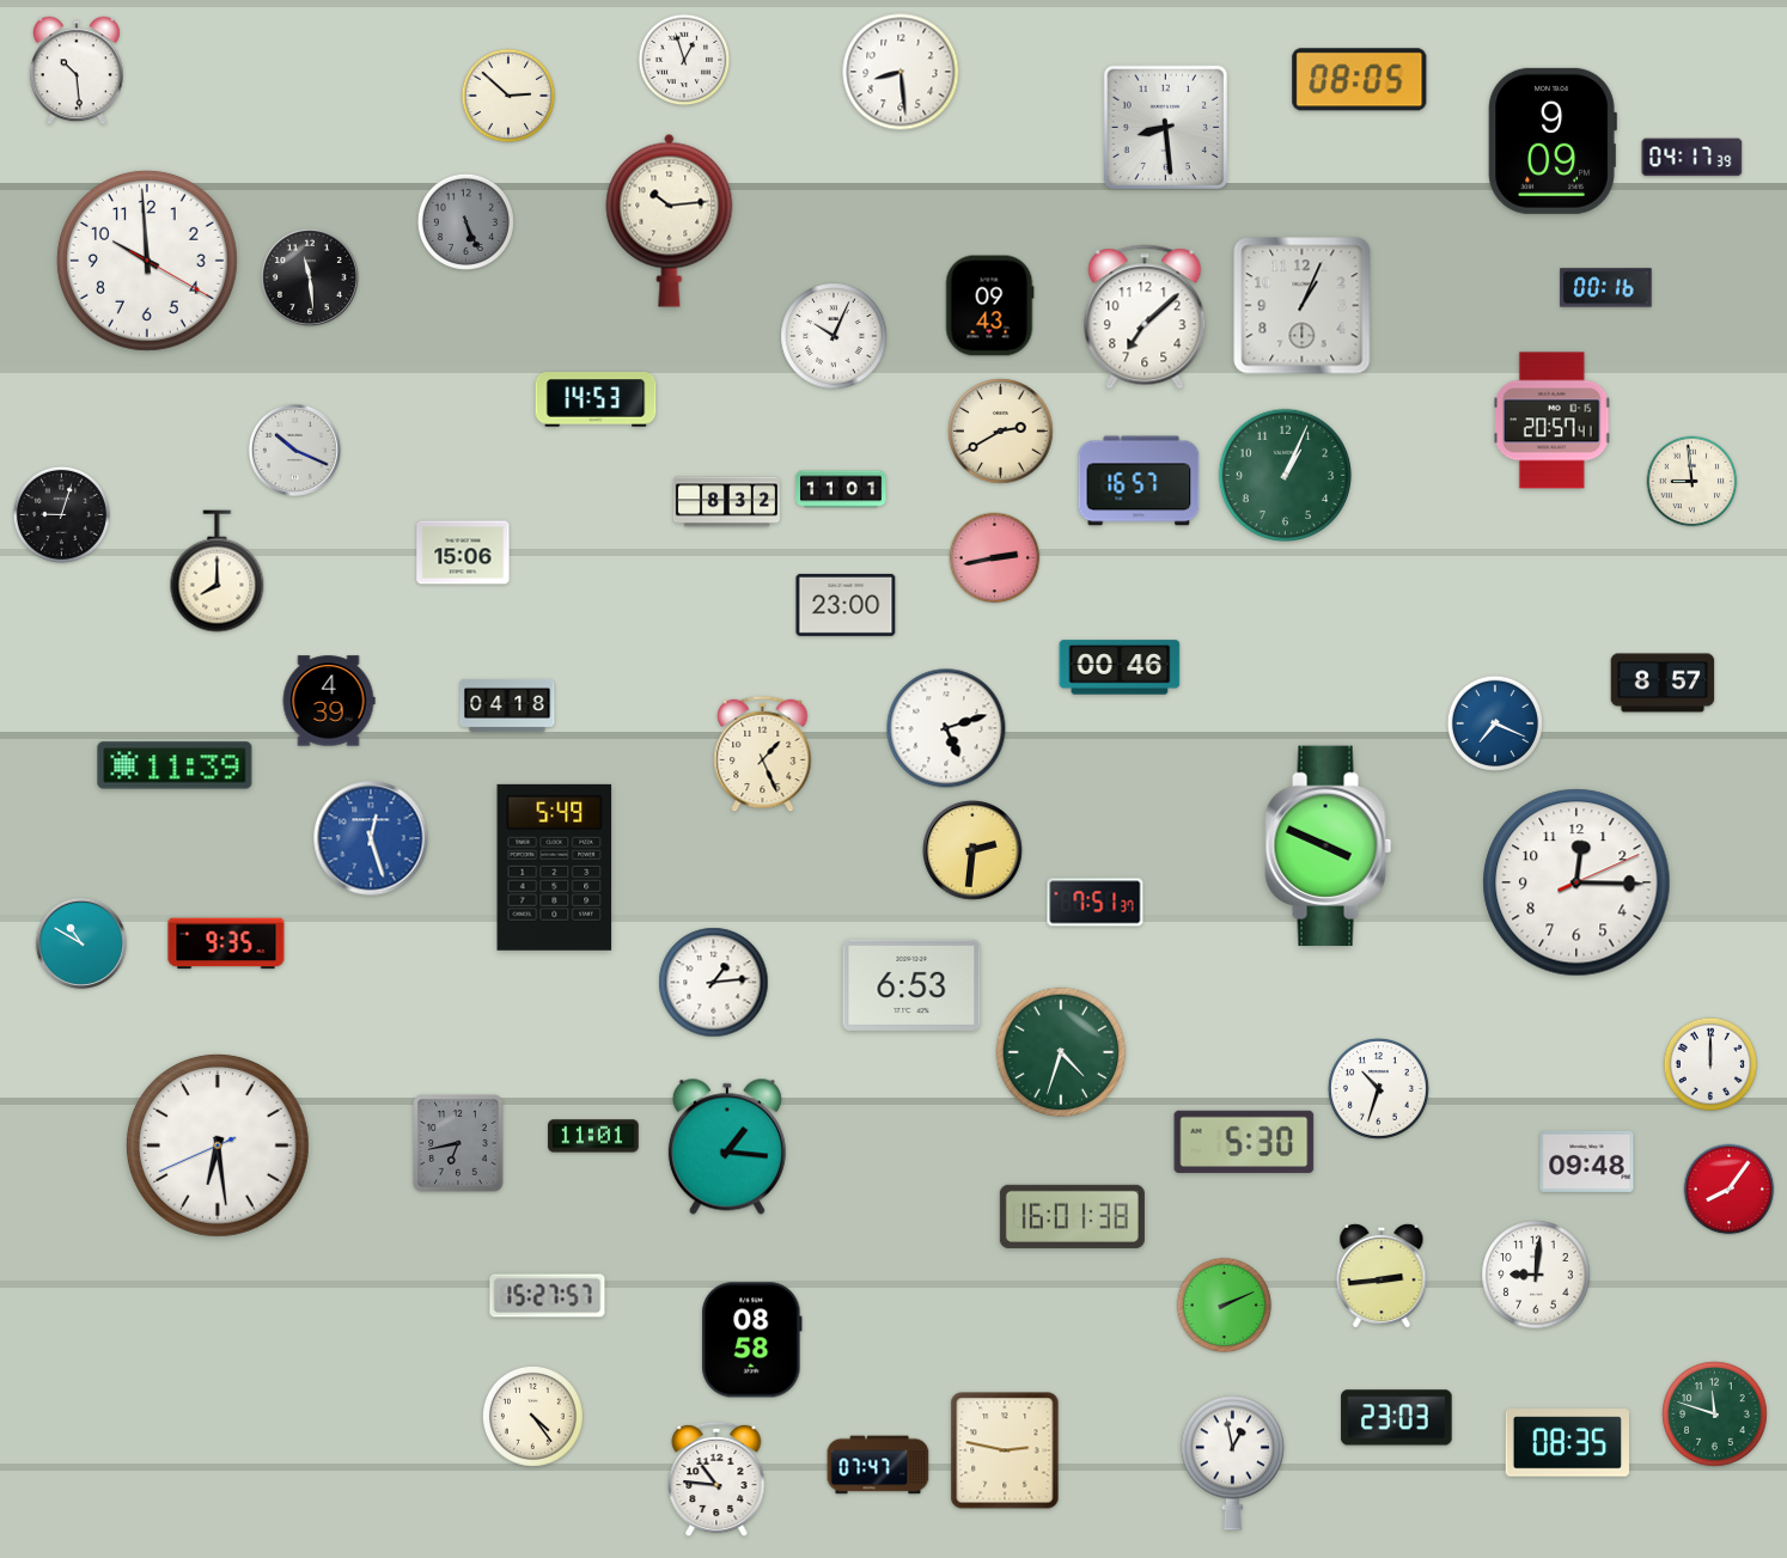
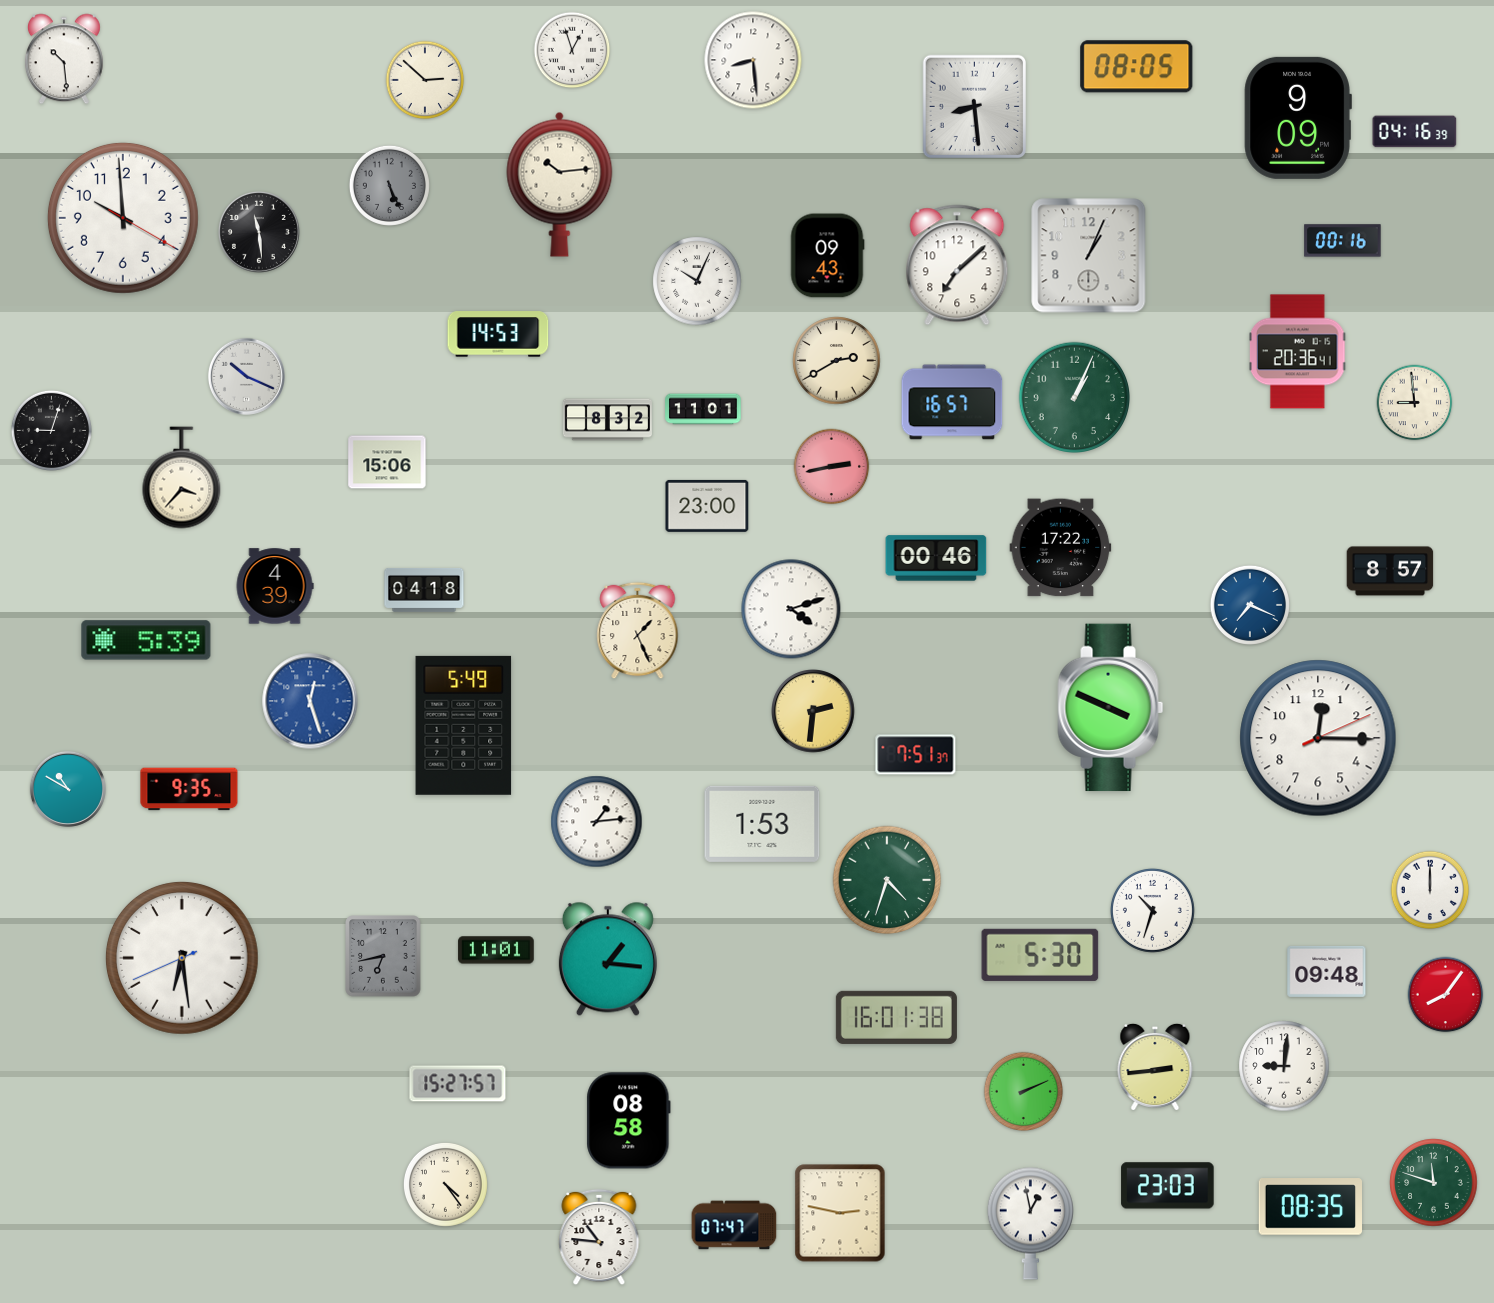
clock at (1693, 158): 04:17 -> 04:16
clock at (1553, 421): 20:57 -> 20:36
clock at (218, 572): 8:00 -> 3:37
clock at (1061, 548): none -> 17:22
clock at (946, 728): 5:12 -> 4:12
clock at (175, 765): 11:39 -> 5:39
clock at (911, 985): 6:53 -> 1:53
